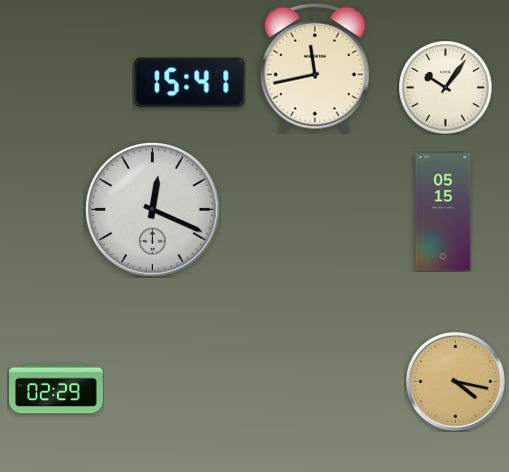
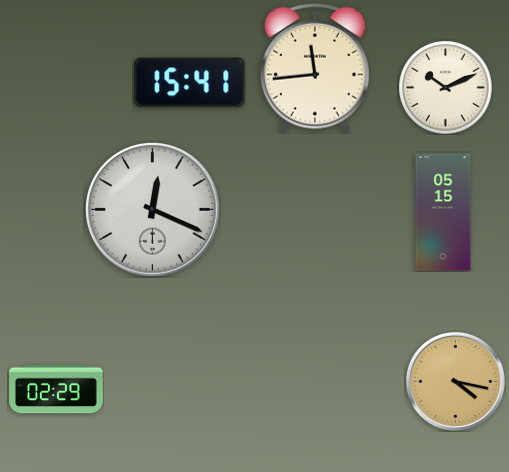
clock at (315, 68): 11:43 -> 11:44
clock at (445, 87): 10:06 -> 10:11
